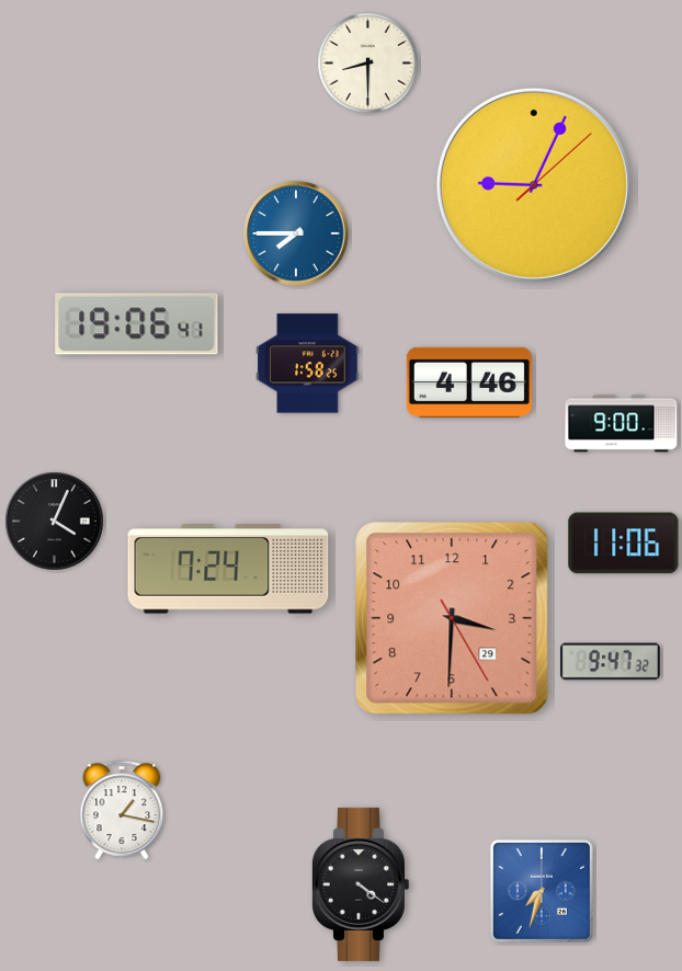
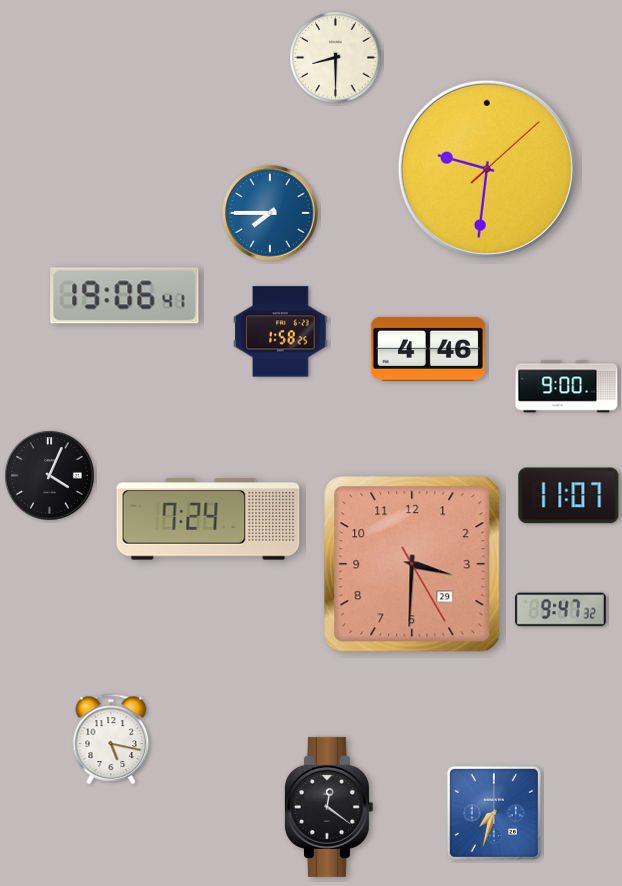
clock at (534, 185): 9:04 -> 9:31
clock at (624, 544): 11:06 -> 11:07
clock at (610, 662) position: (610, 662) -> (560, 610)
clock at (122, 810): 1:17 -> 5:17
clock at (360, 884): 4:21 -> 12:21
